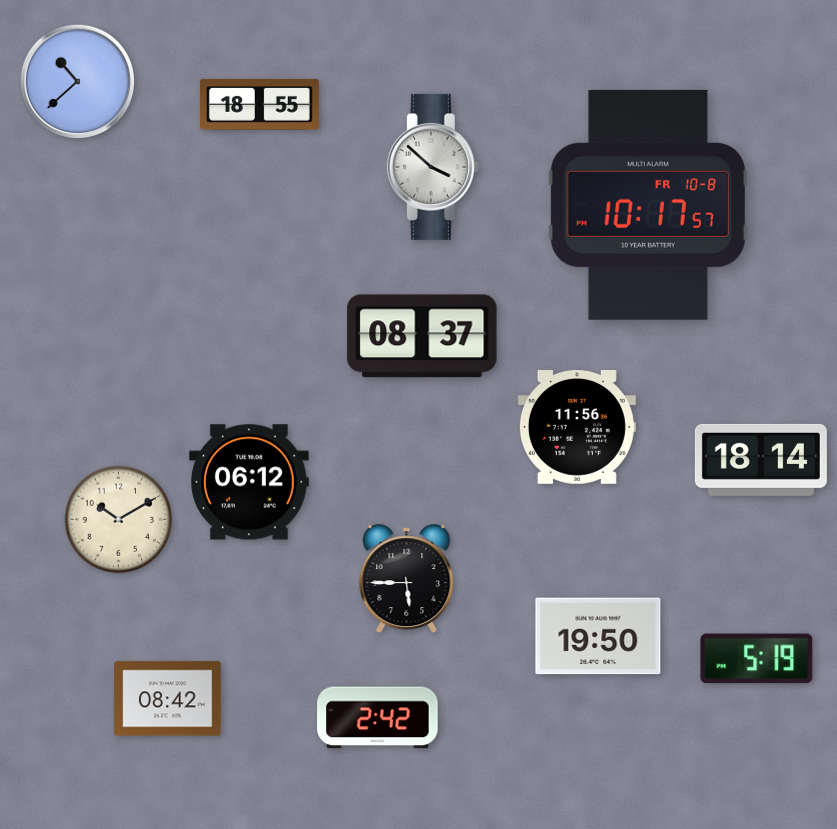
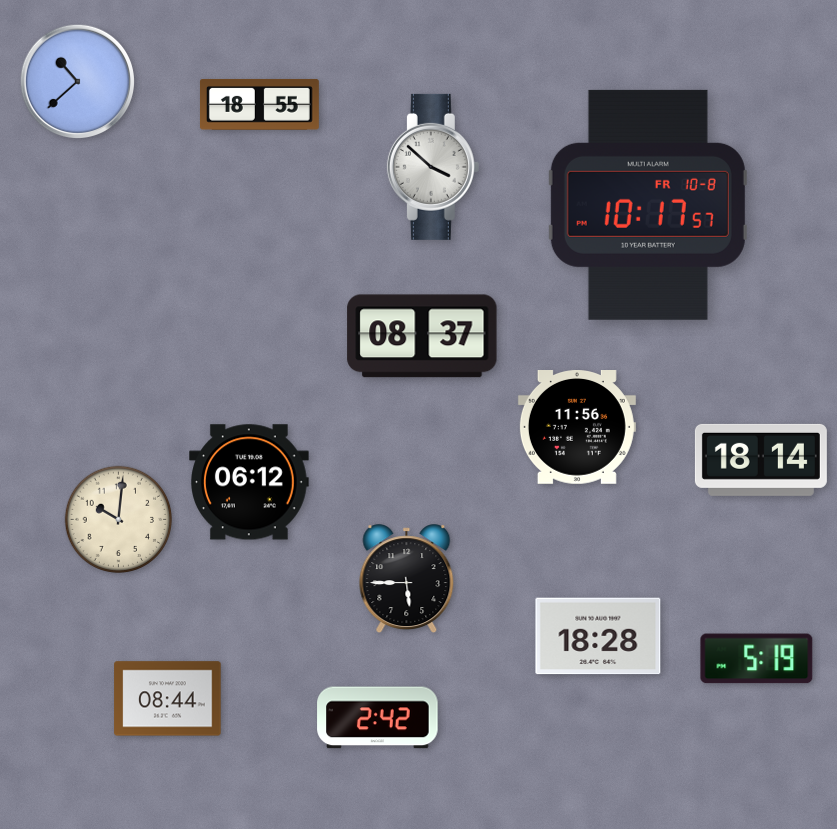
clock at (118, 519): 10:10 -> 10:01
clock at (598, 636): 19:50 -> 18:28
clock at (168, 699): 08:42 -> 08:44
